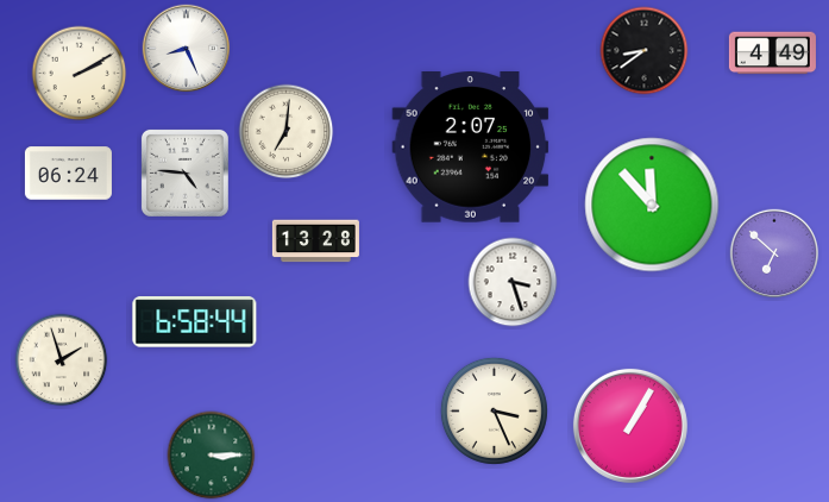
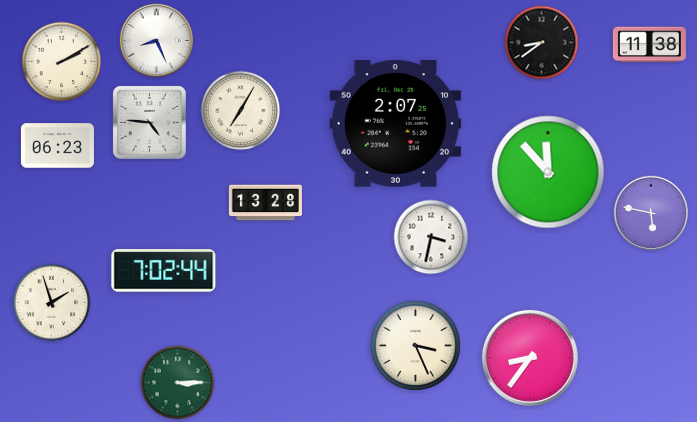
clock at (772, 54): 4:49 -> 11:38
clock at (80, 74) position: (80, 74) -> (62, 62)
clock at (287, 132): 7:01 -> 7:05
clock at (184, 172) position: (184, 172) -> (149, 122)
clock at (68, 174): 06:24 -> 06:23
clock at (774, 253): 6:52 -> 5:47
clock at (513, 282): 3:27 -> 3:32
clock at (195, 322): 6:58 -> 7:02
clock at (630, 426): 1:05 -> 8:36
